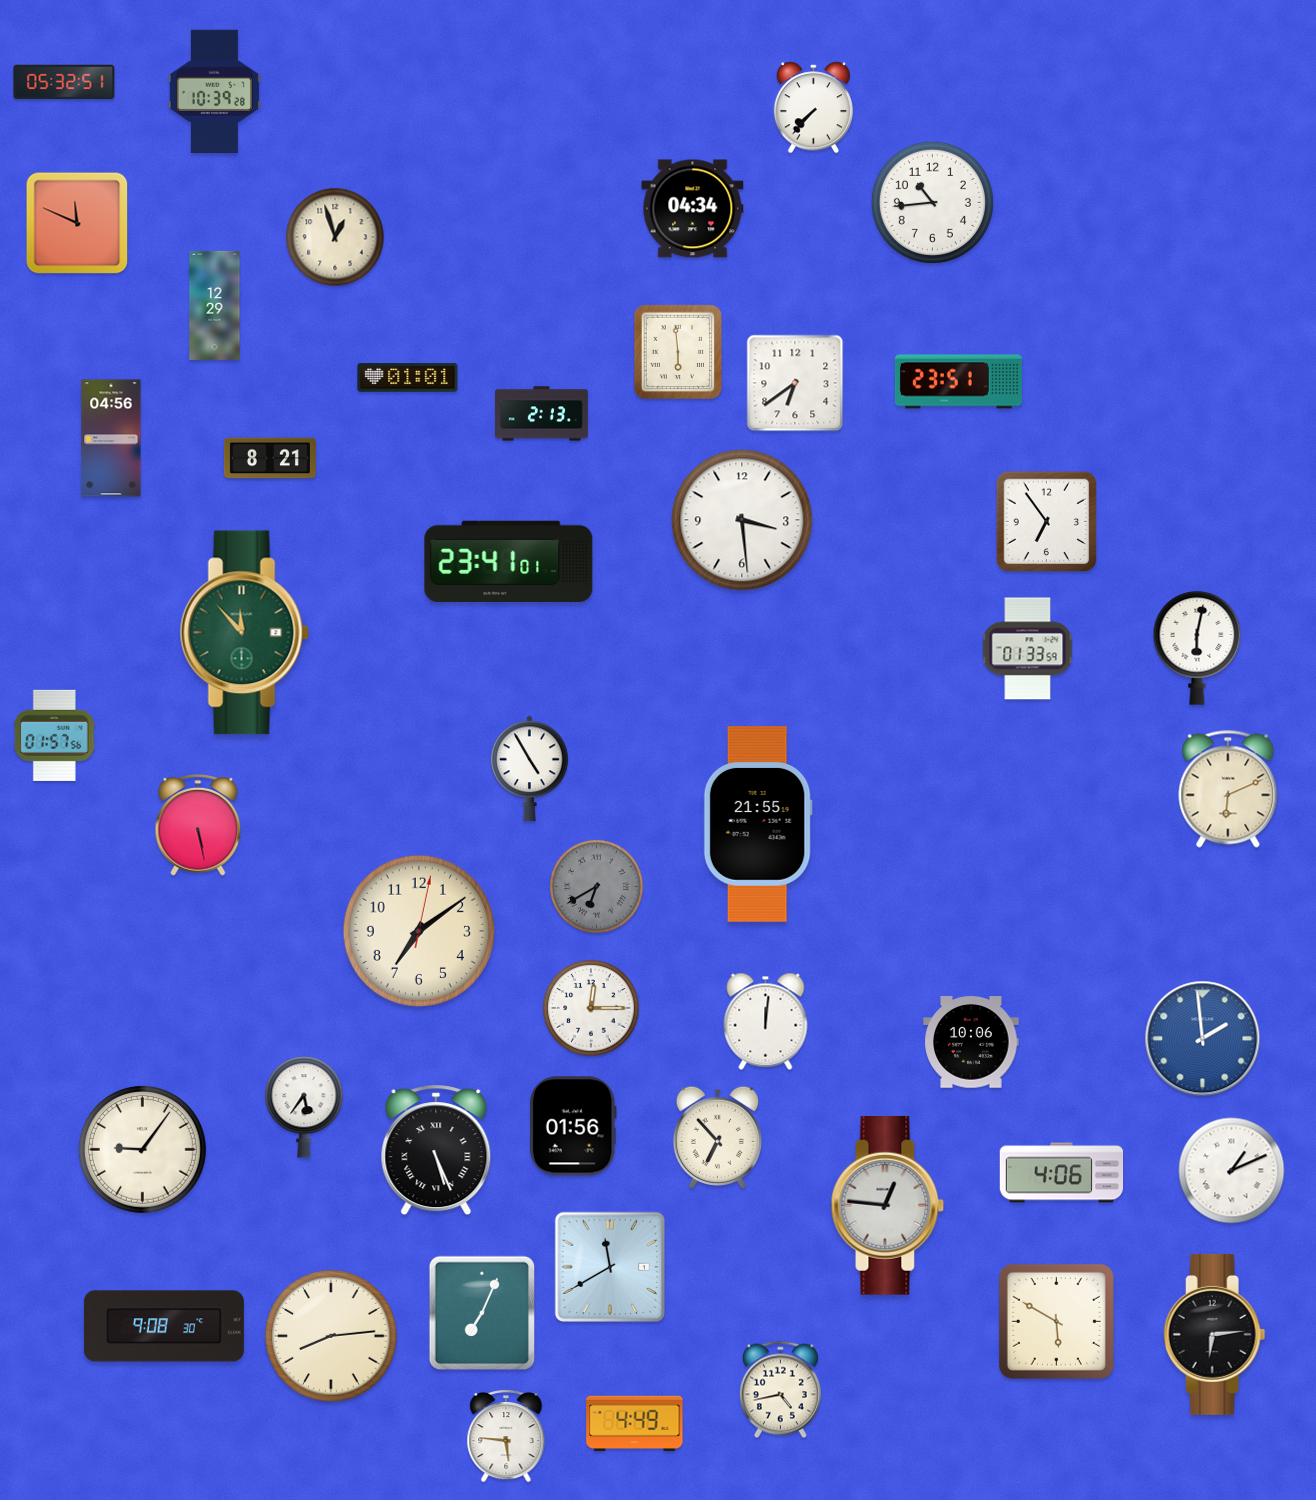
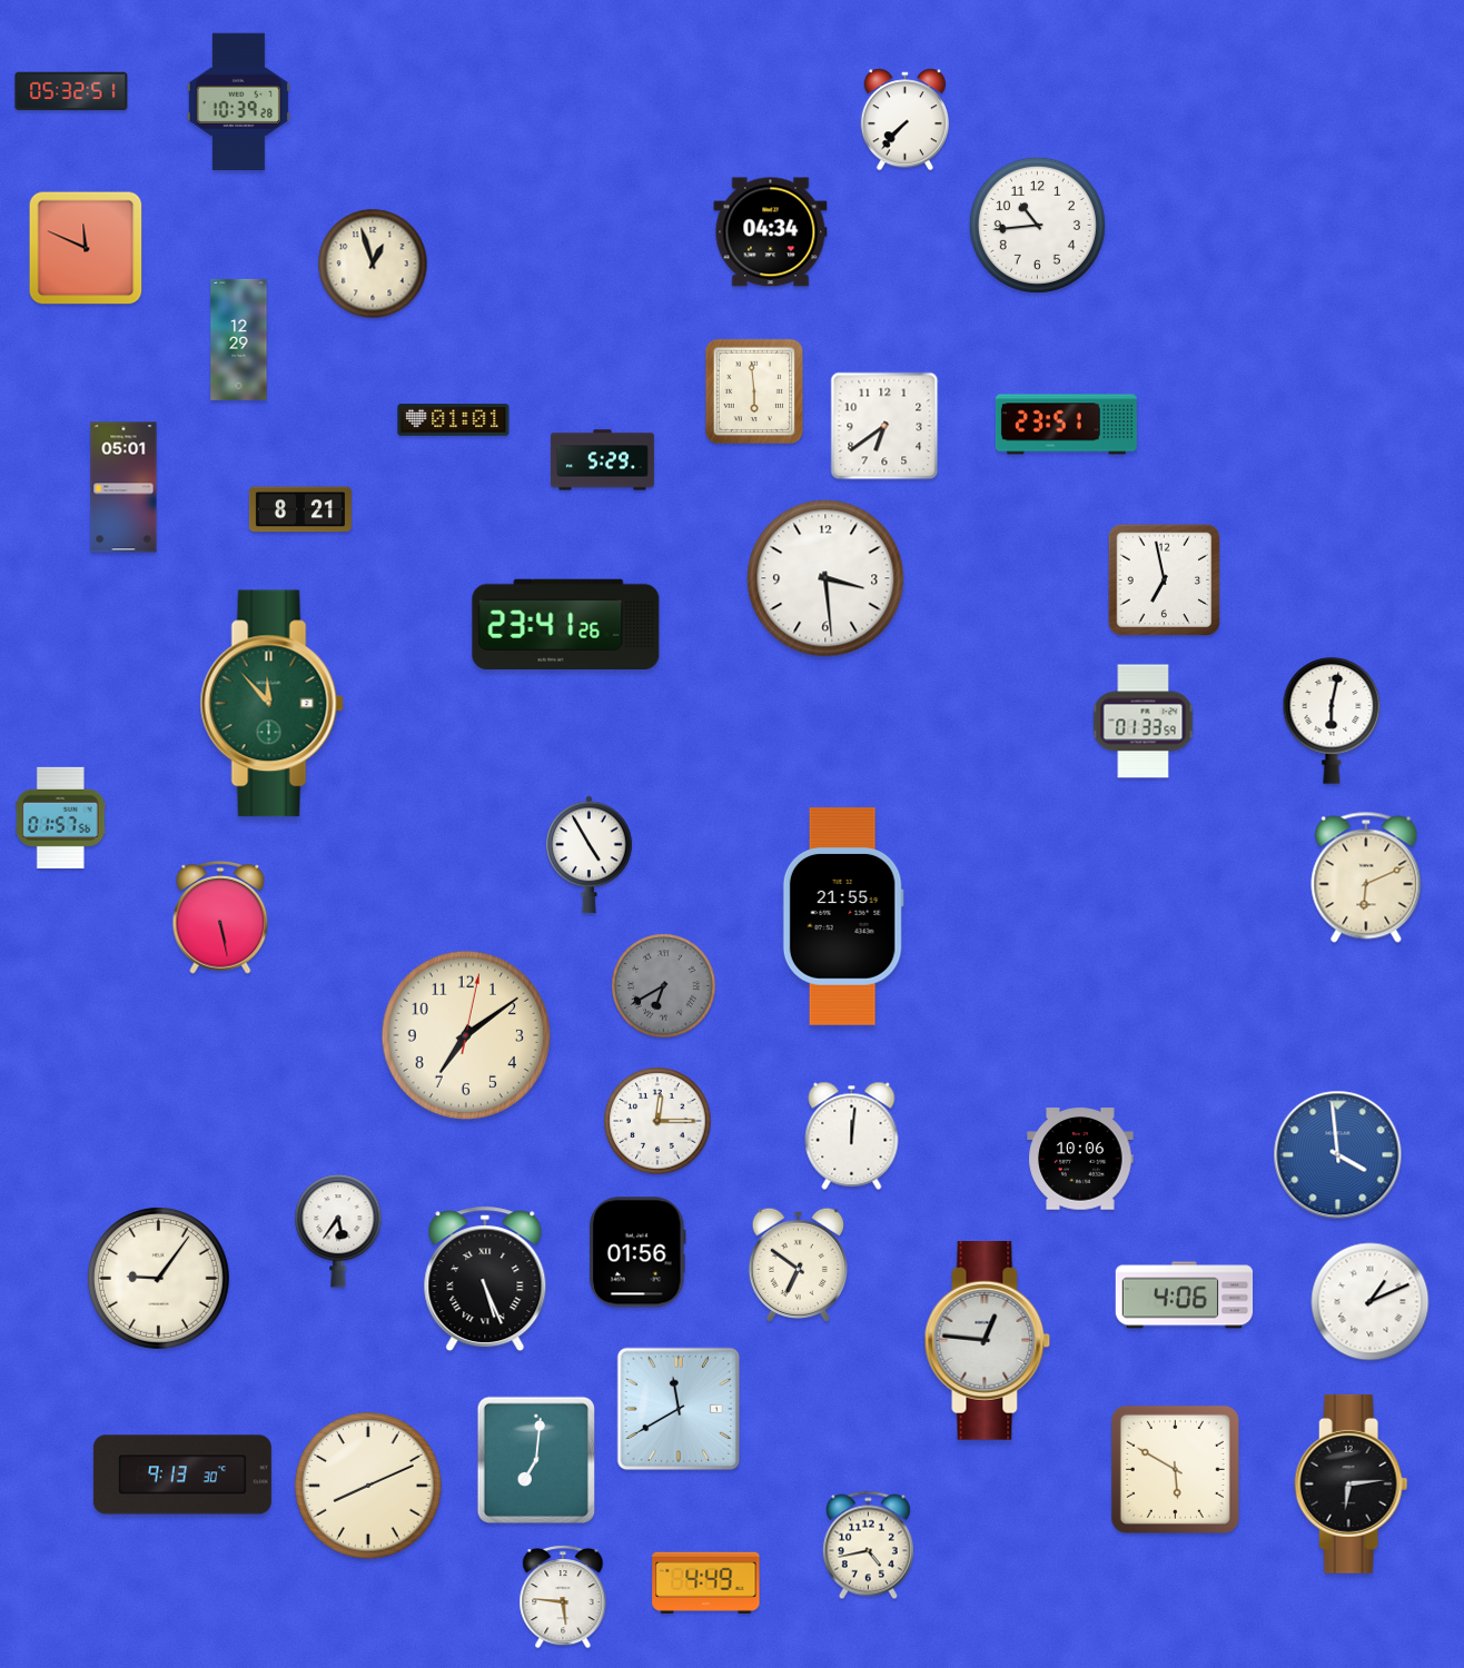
clock at (541, 414): 2:13 -> 5:29
clock at (111, 438): 04:56 -> 05:01
clock at (1046, 521): 6:54 -> 6:58
clock at (509, 561): 23:41:01 -> 23:41:26
clock at (1203, 1039): 1:59 -> 3:59
clock at (717, 1137): 6:53 -> 6:51
clock at (1062, 1173) position: (1062, 1173) -> (1185, 1295)
clock at (481, 1313): 7:04 -> 7:01
clock at (164, 1326): 9:08 -> 9:13
clock at (331, 1336): 8:14 -> 8:11
